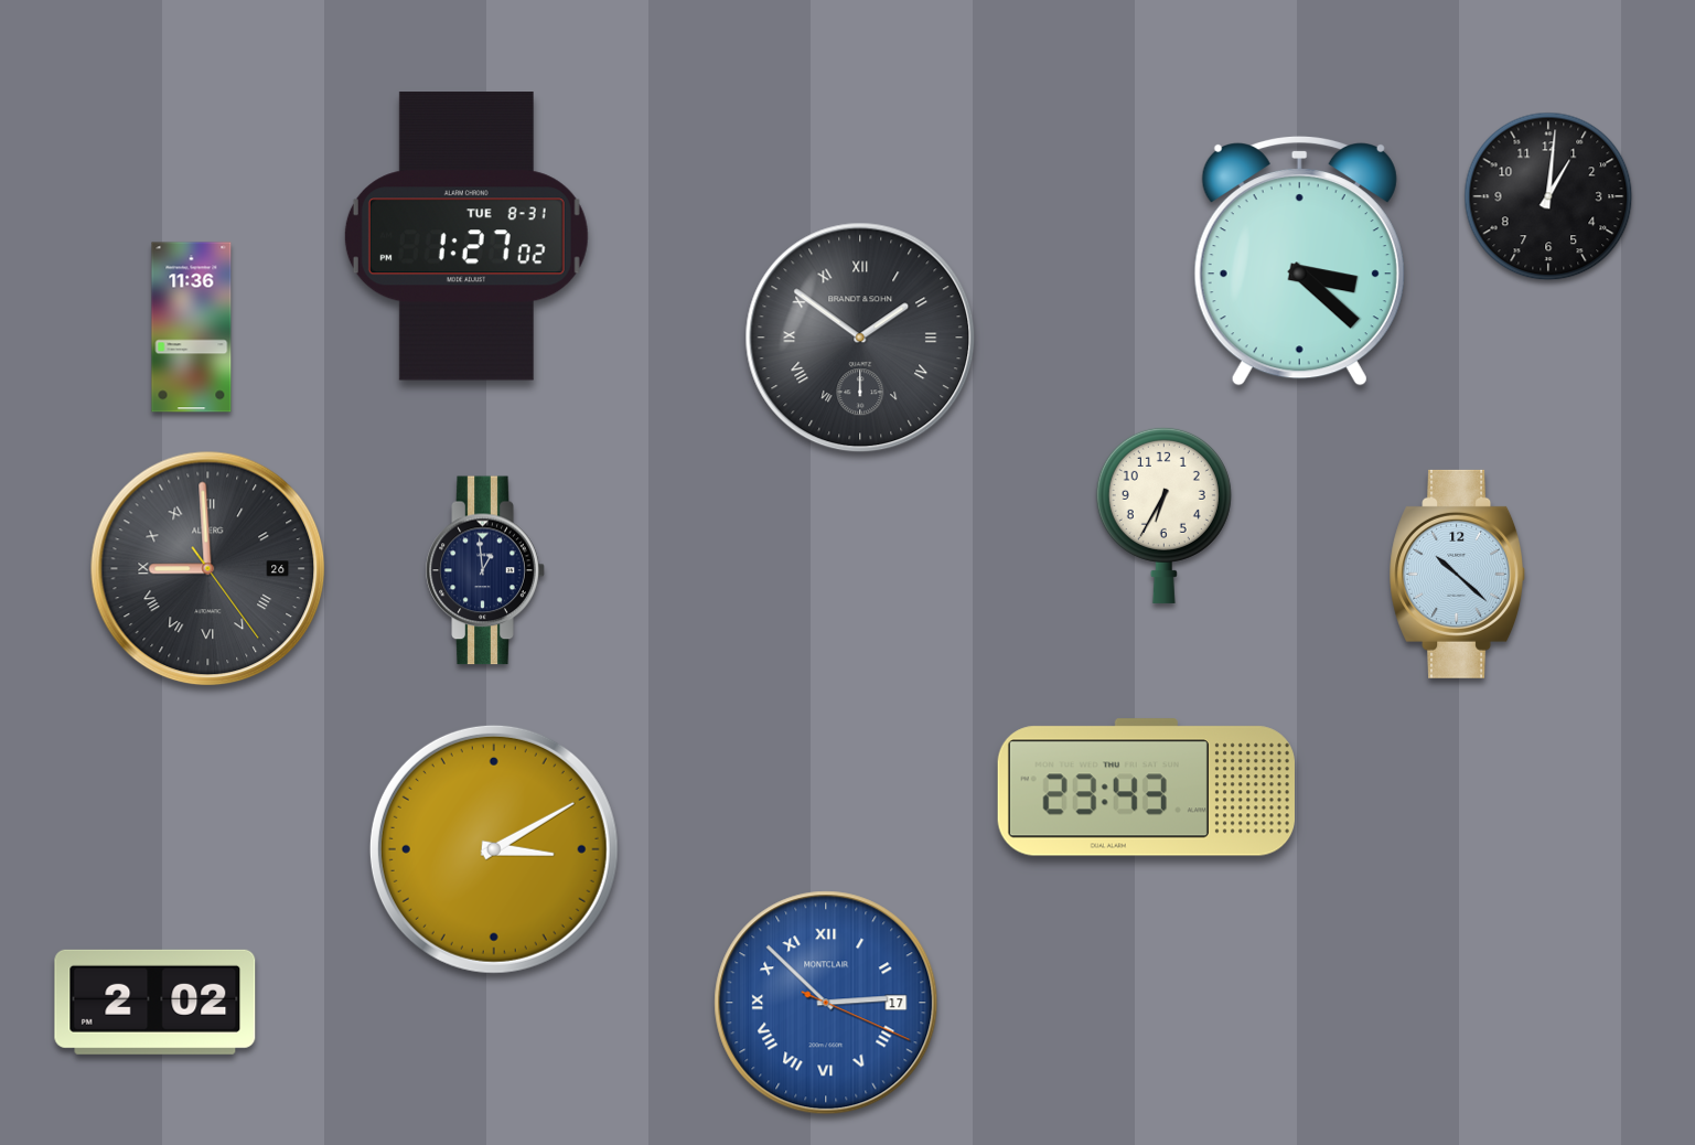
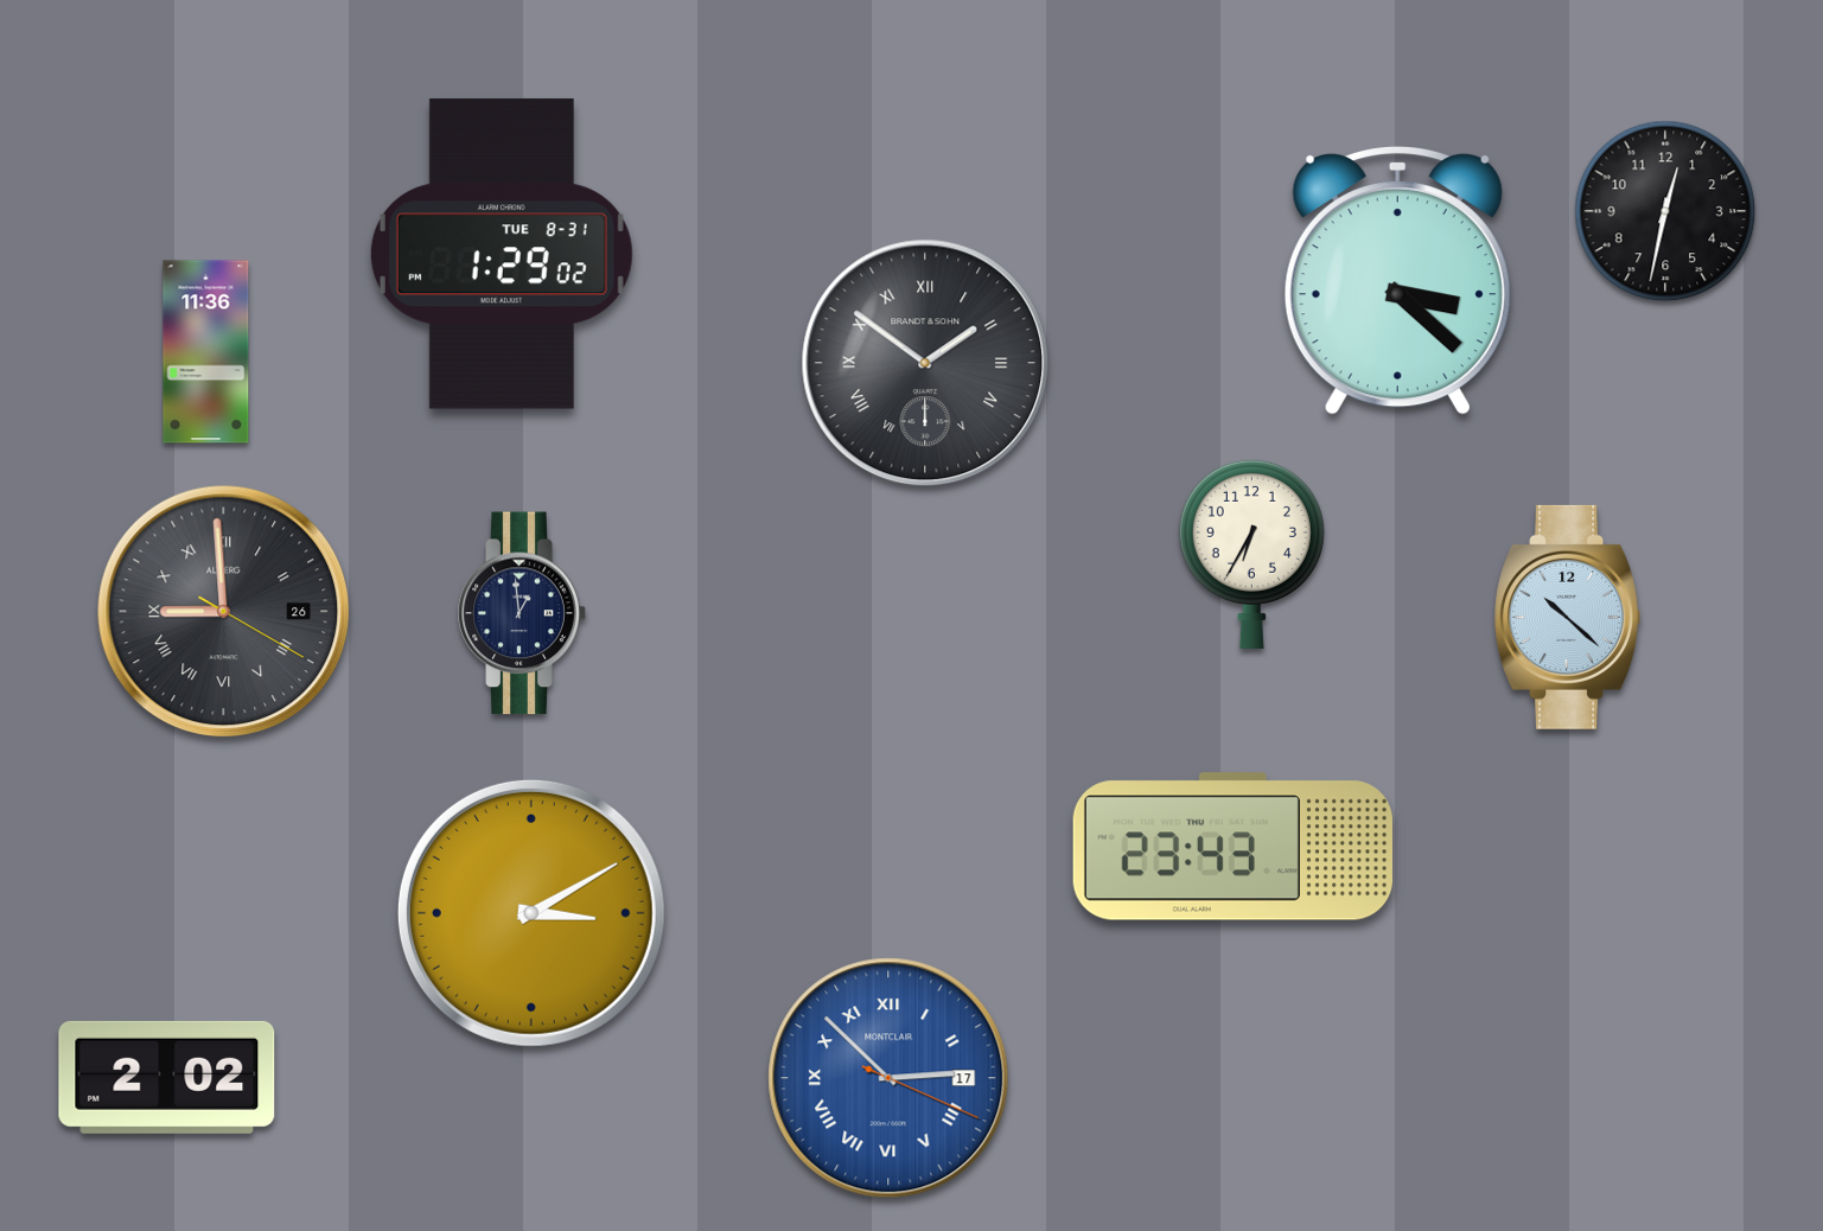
clock at (1548, 196): 1:01 -> 12:32
clock at (466, 236): 1:27 -> 1:29
clock at (208, 569): 8:59:24 -> 8:59:20
